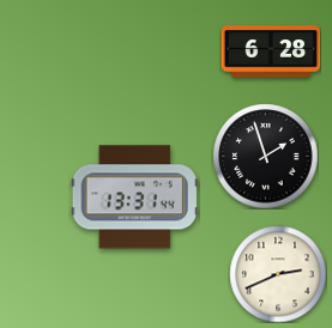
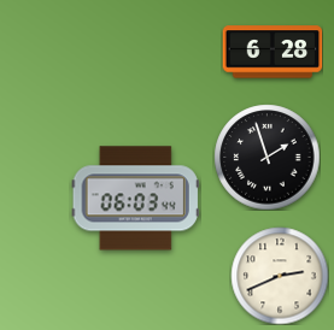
clock at (134, 198): 13:31 -> 06:03
